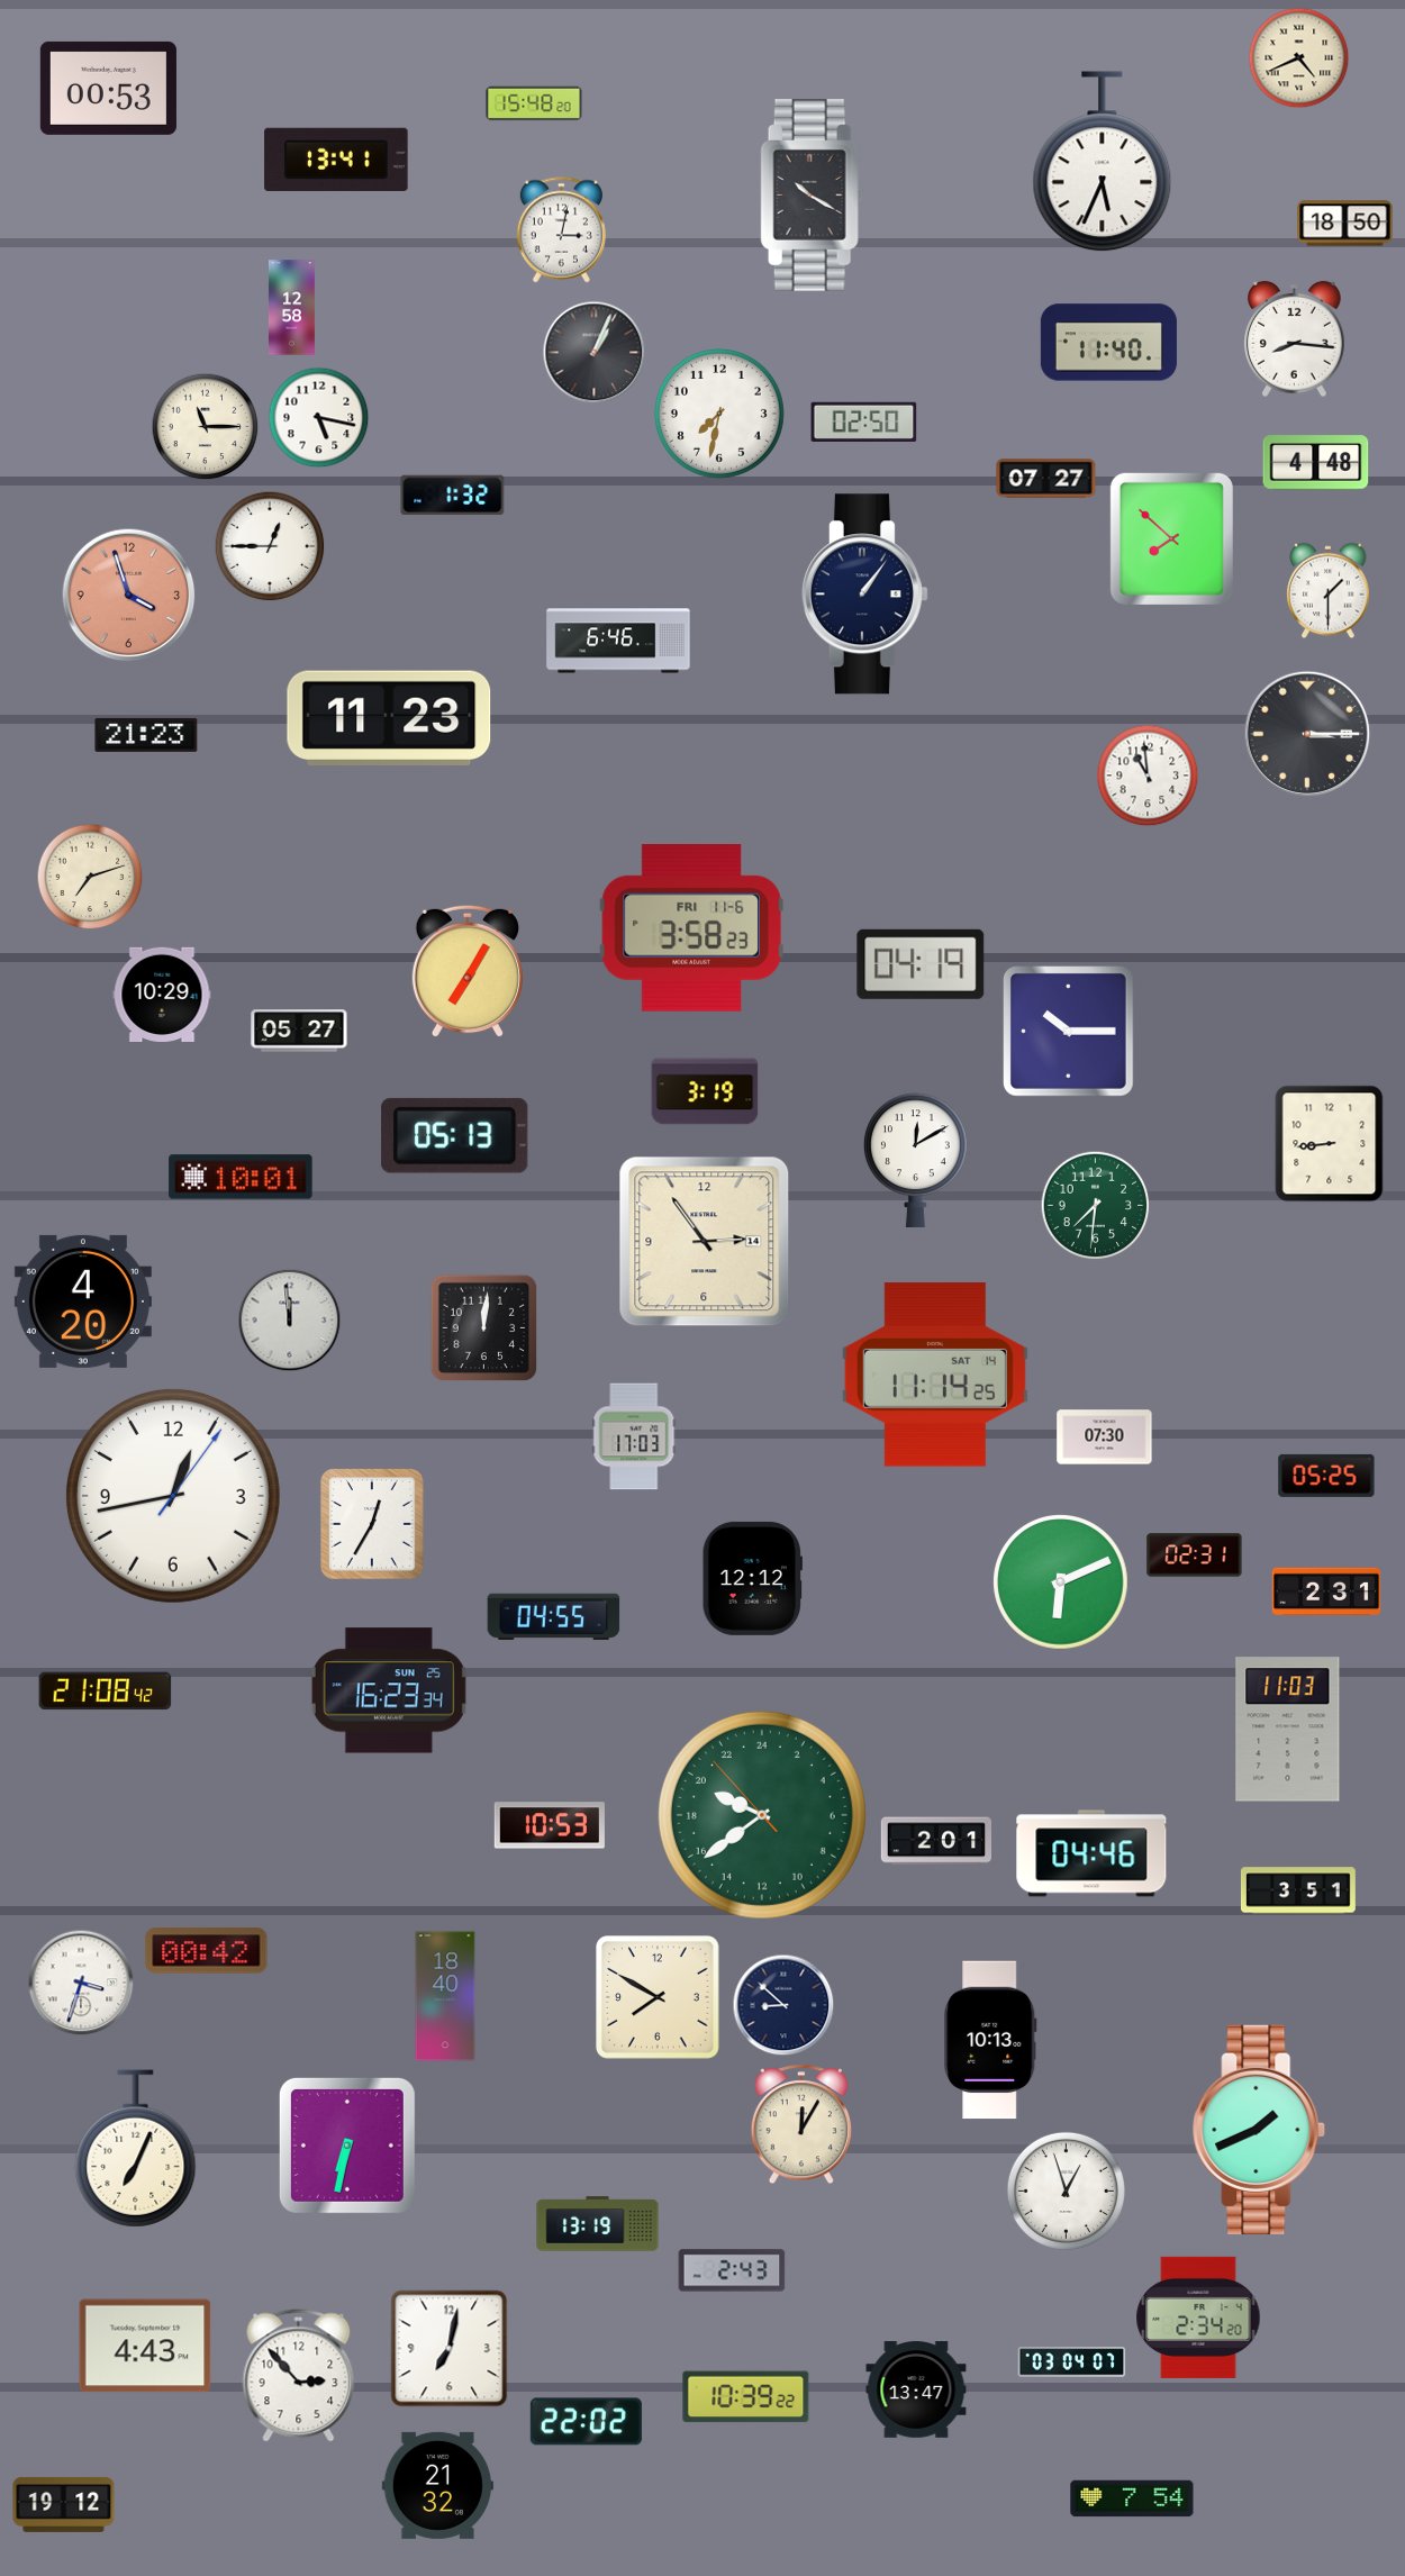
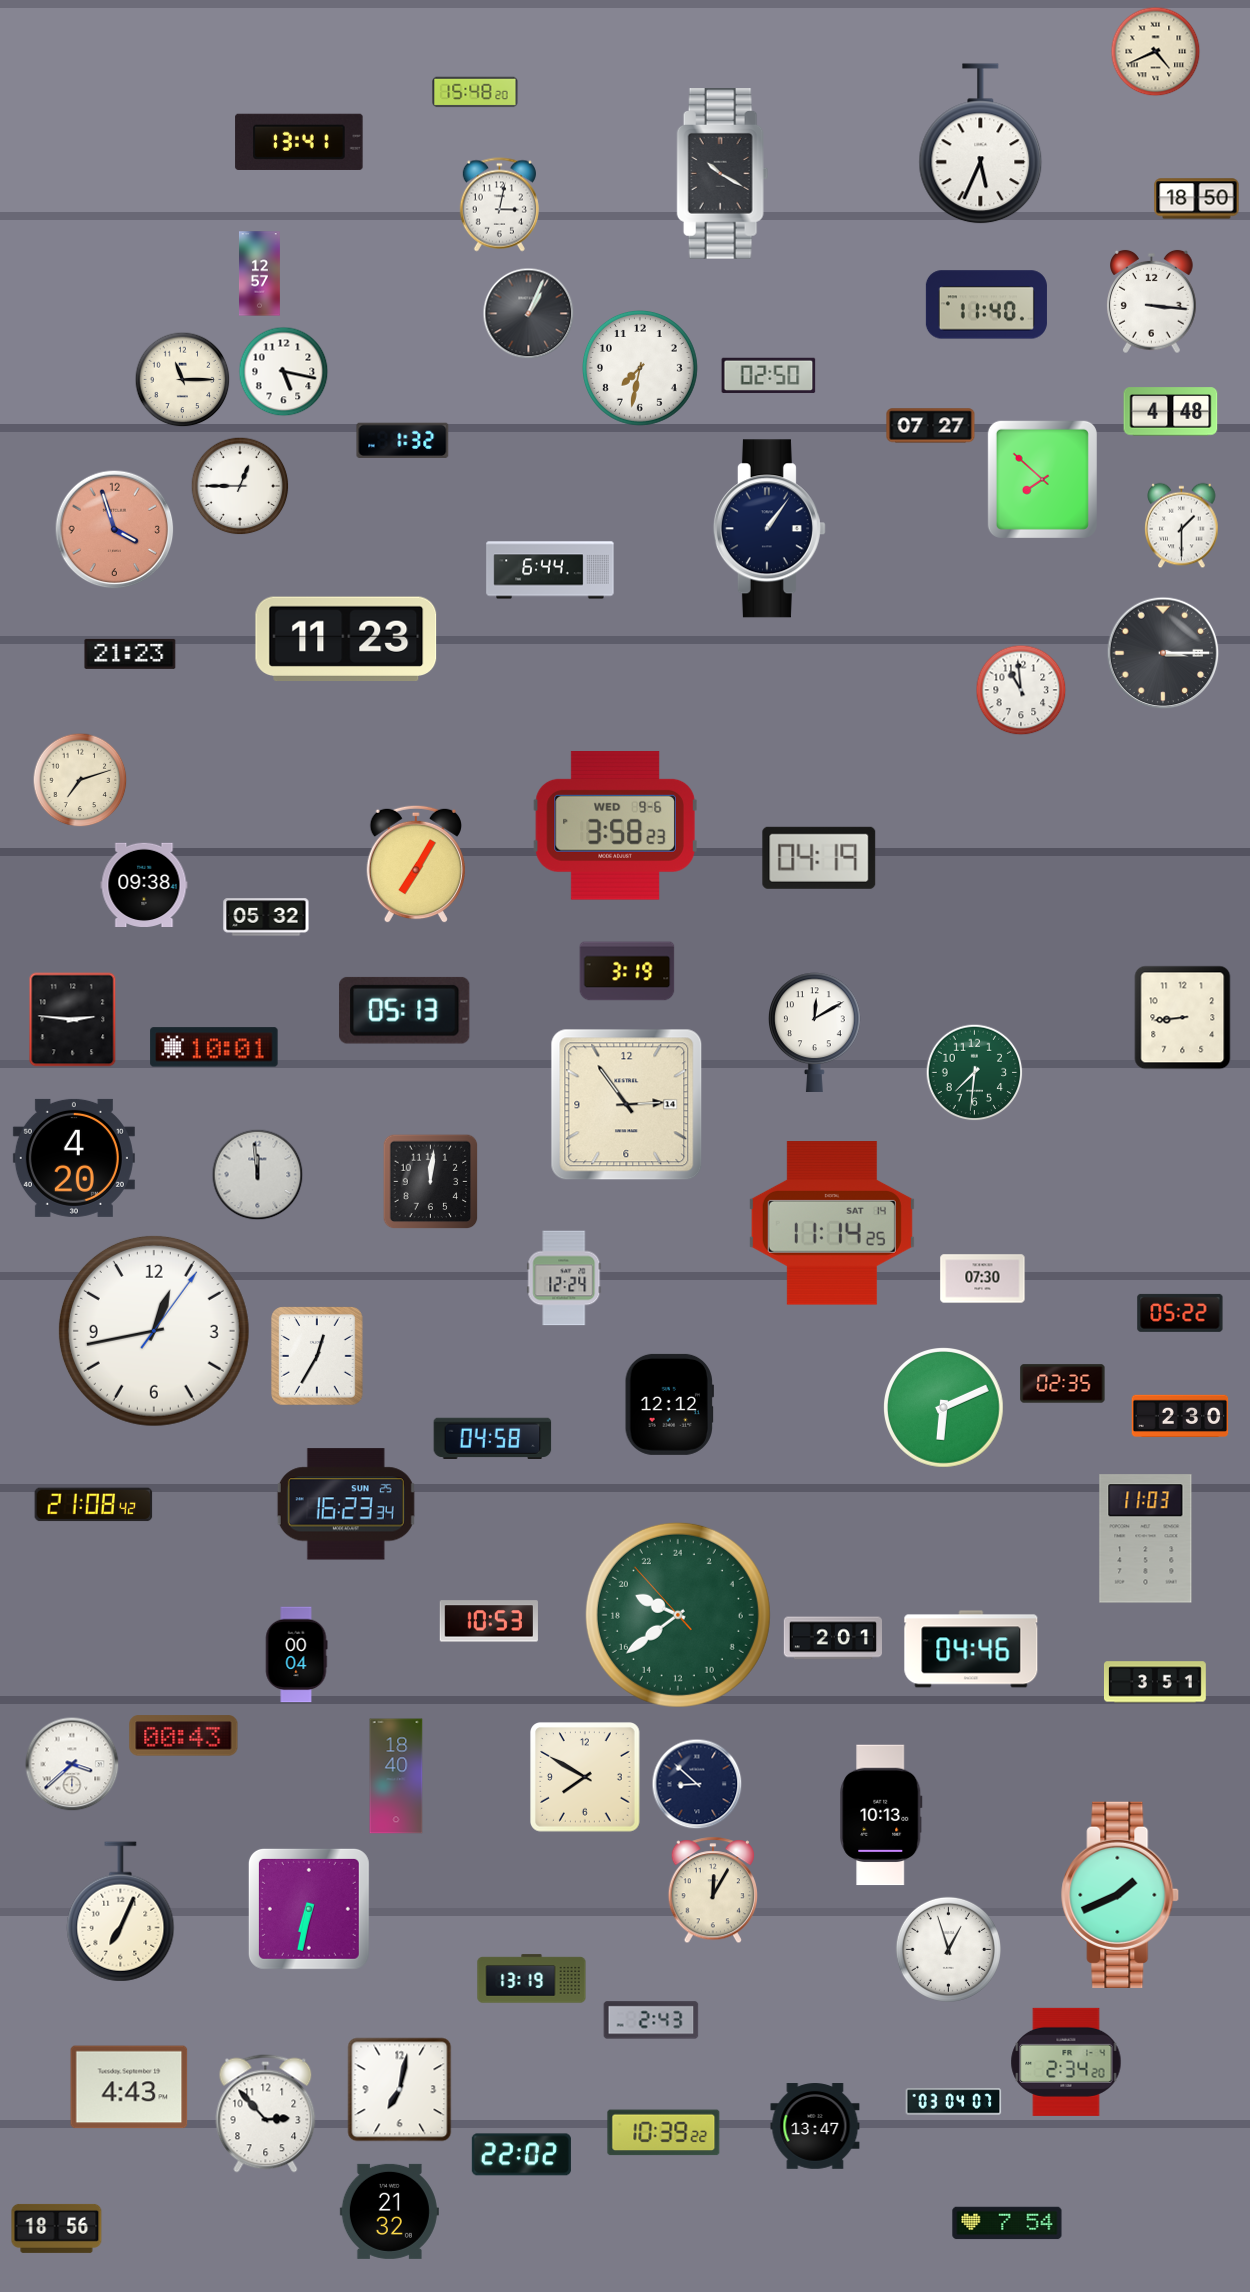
clock at (108, 88): 00:53 -> none
clock at (291, 308): 12:58 -> 12:57
clock at (1295, 339): 8:16 -> 3:16
clock at (618, 641): 6:46 -> 6:44
clock at (691, 927) date: FRI 11-6 -> WED 9-6
clock at (162, 994): 10:29 -> 09:38
clock at (299, 1031): 05:27 -> 05:32
clock at (1069, 1032): 10:15 -> none
clock at (73, 1020): none -> 2:46
clock at (634, 1436): 17:03 -> 12:24
clock at (1326, 1476): 05:25 -> 05:22
clock at (373, 1524) position: (373, 1524) -> (318, 1356)
clock at (1195, 1555): 02:31 -> 02:35
clock at (1326, 1591): 2:31 -> 2:30
clock at (554, 1616): 04:55 -> 04:58
clock at (550, 1825) position: (550, 1825) -> (489, 1621)
clock at (296, 1655): none -> 00:04
clock at (207, 1951): 00:42 -> 00:43
clock at (81, 1983): 3:33 -> 3:38
clock at (64, 2504): 19:12 -> 18:56
